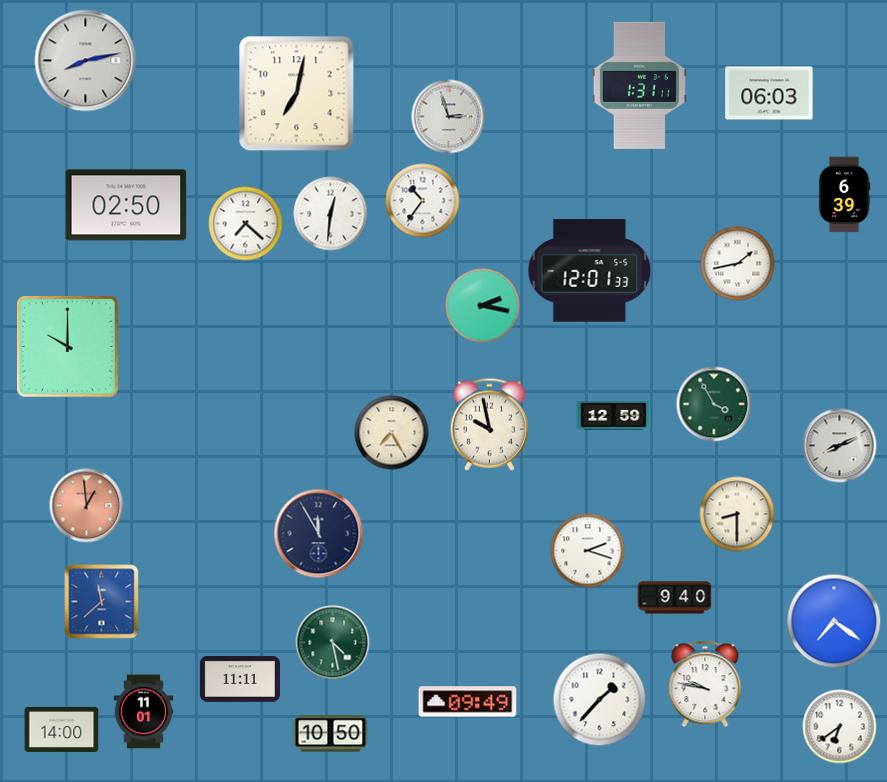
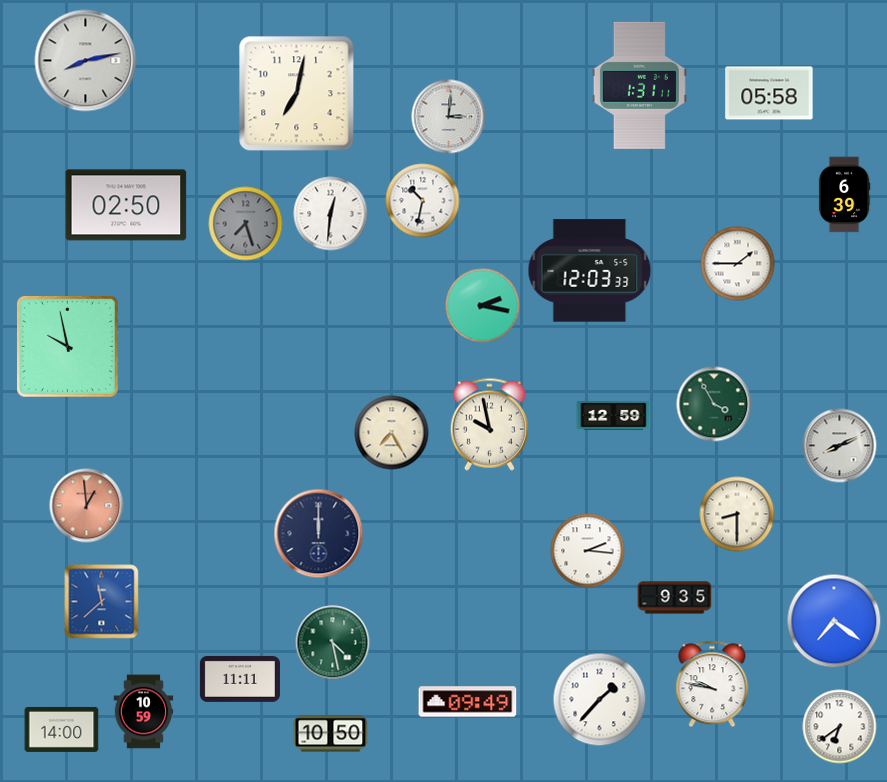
clock at (769, 93): 06:03 -> 05:58
clock at (449, 117): 2:57 -> 3:01
clock at (423, 201): 10:36 -> 10:32
clock at (246, 224): 7:22 -> 7:27
clock at (246, 224) dial: white -> grey
clock at (738, 264): 1:43 -> 1:45
clock at (590, 271): 12:01 -> 12:03
clock at (68, 347): 10:00 -> 9:58
clock at (319, 534): 11:55 -> 12:00
clock at (588, 551): 2:18 -> 2:16
clock at (675, 598): 9:40 -> 9:35
clock at (705, 684) position: (705, 684) -> (712, 684)
clock at (144, 712): 11:01 -> 10:59
